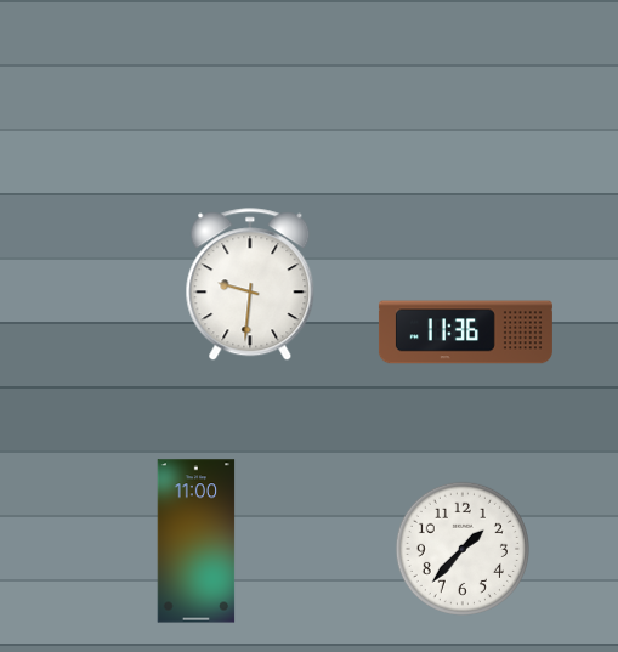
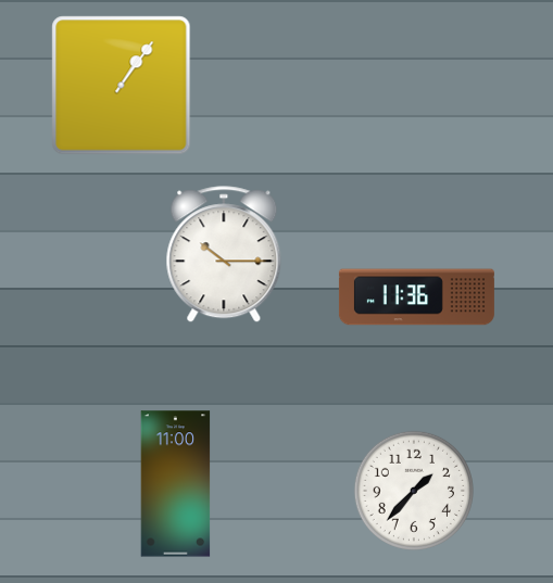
clock at (122, 86): none -> 1:06
clock at (250, 285): 9:31 -> 10:15
